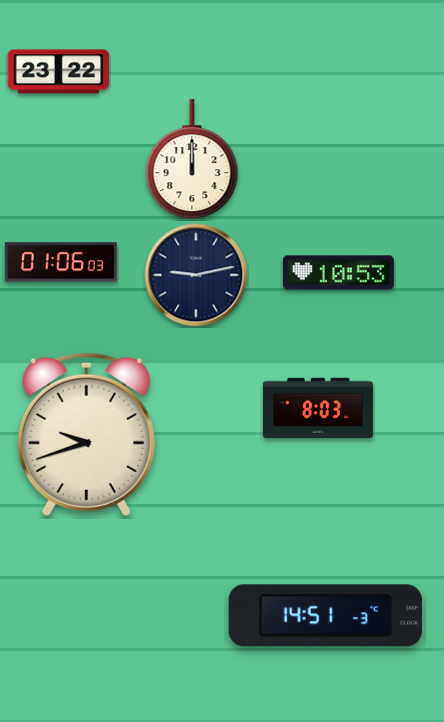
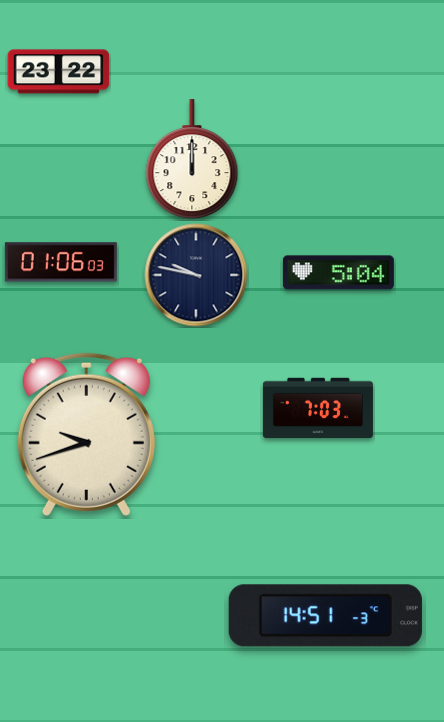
clock at (338, 273): 10:53 -> 5:04
clock at (196, 275): 9:13 -> 9:47
clock at (318, 408): 8:03 -> 7:03
